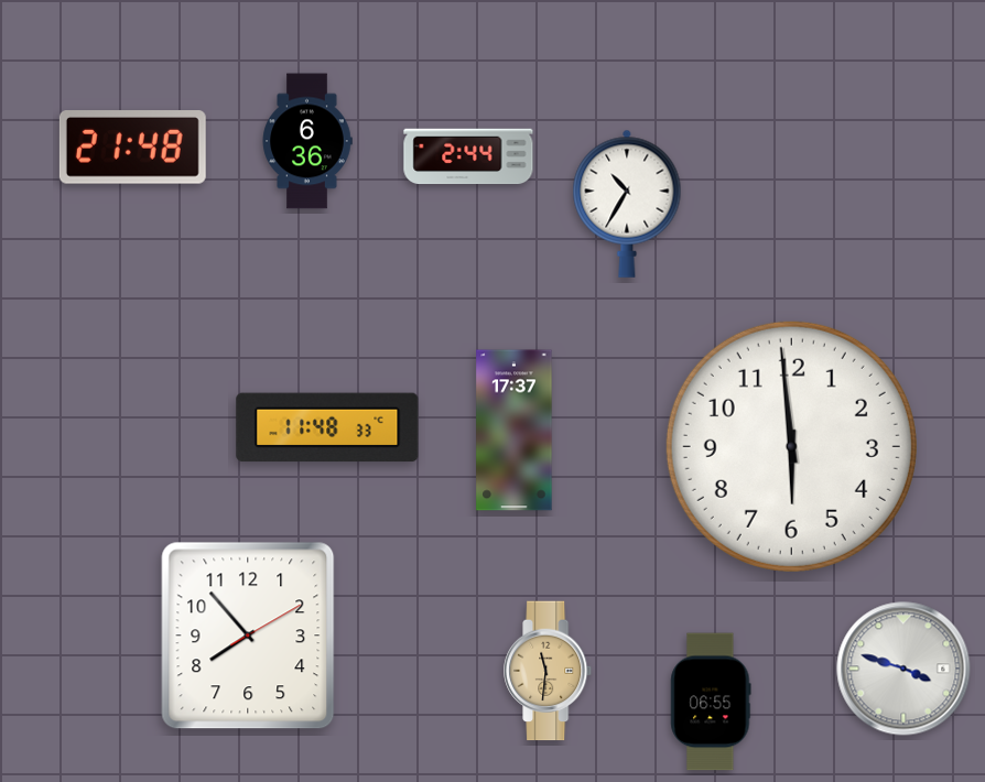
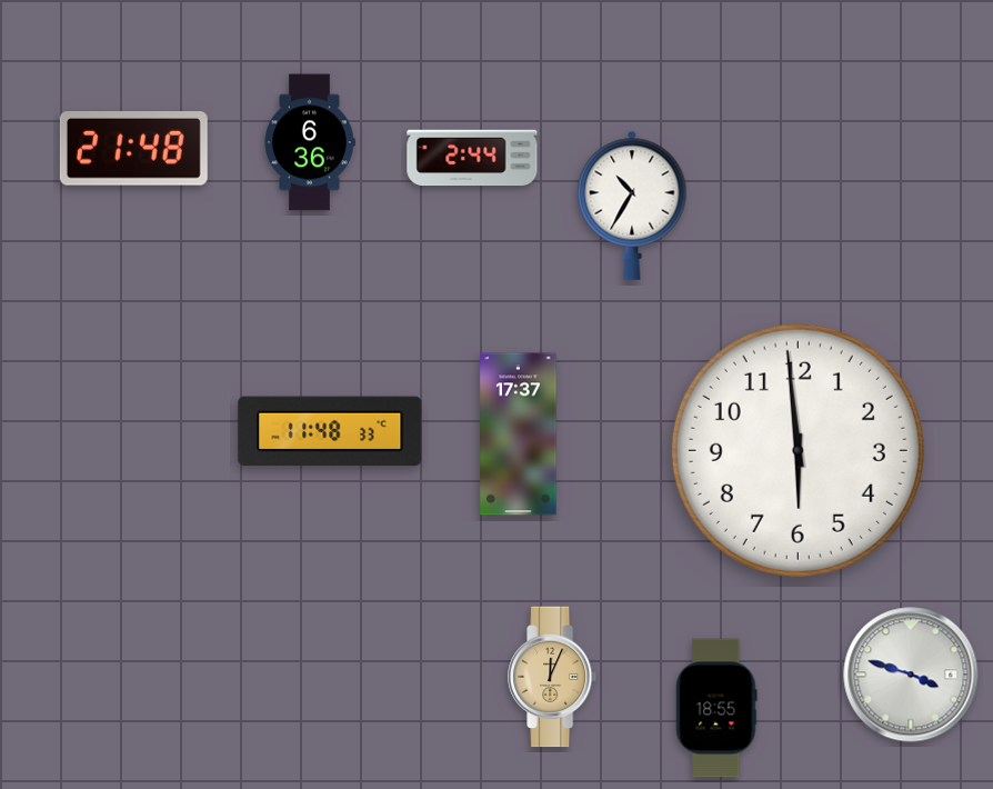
clock at (248, 636): 7:53 -> none
clock at (549, 671): 11:31 -> 12:04
clock at (711, 702): 06:55 -> 18:55
